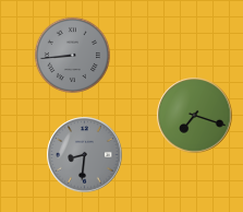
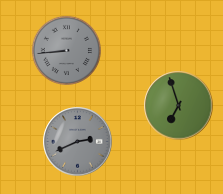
clock at (195, 116): 7:18 -> 6:57
clock at (85, 155): 8:31 -> 2:41
